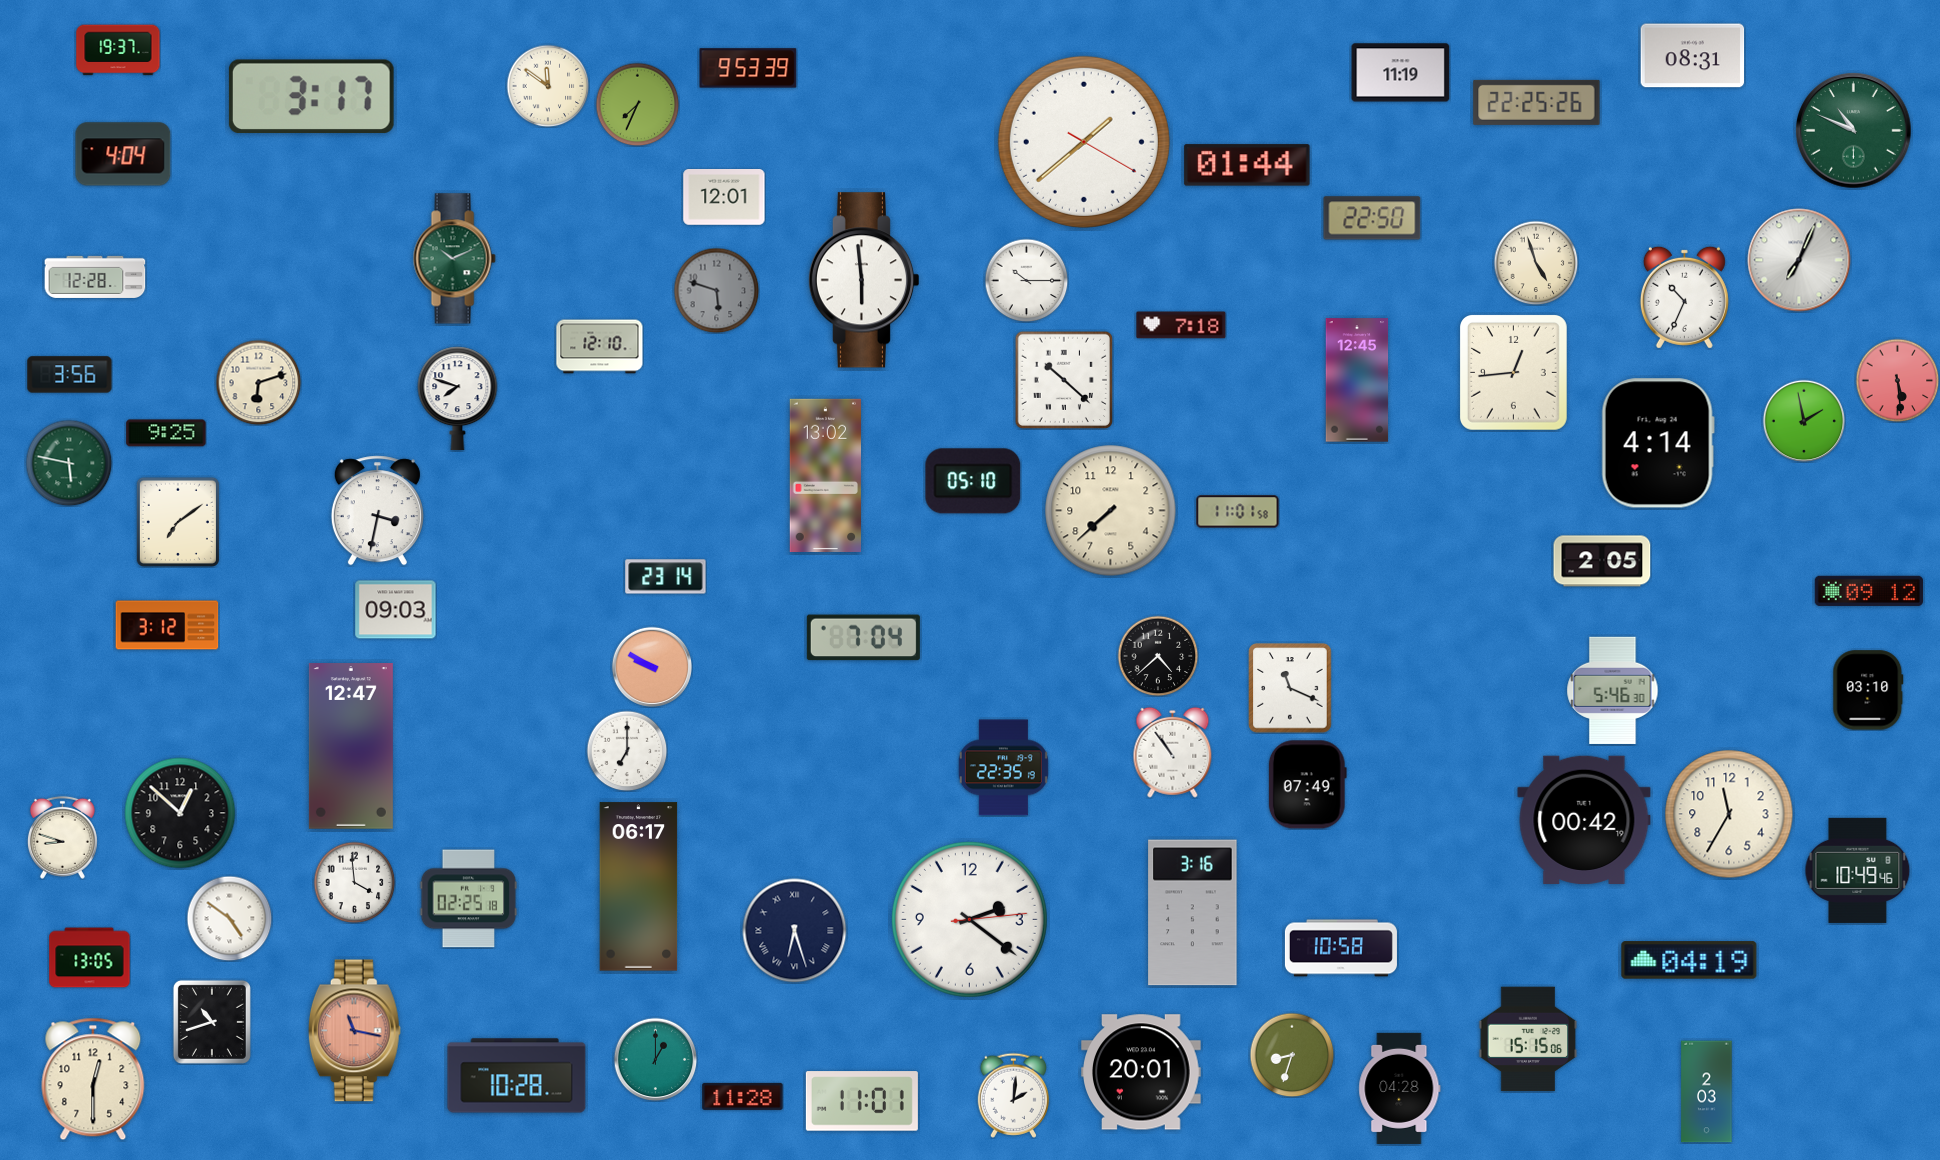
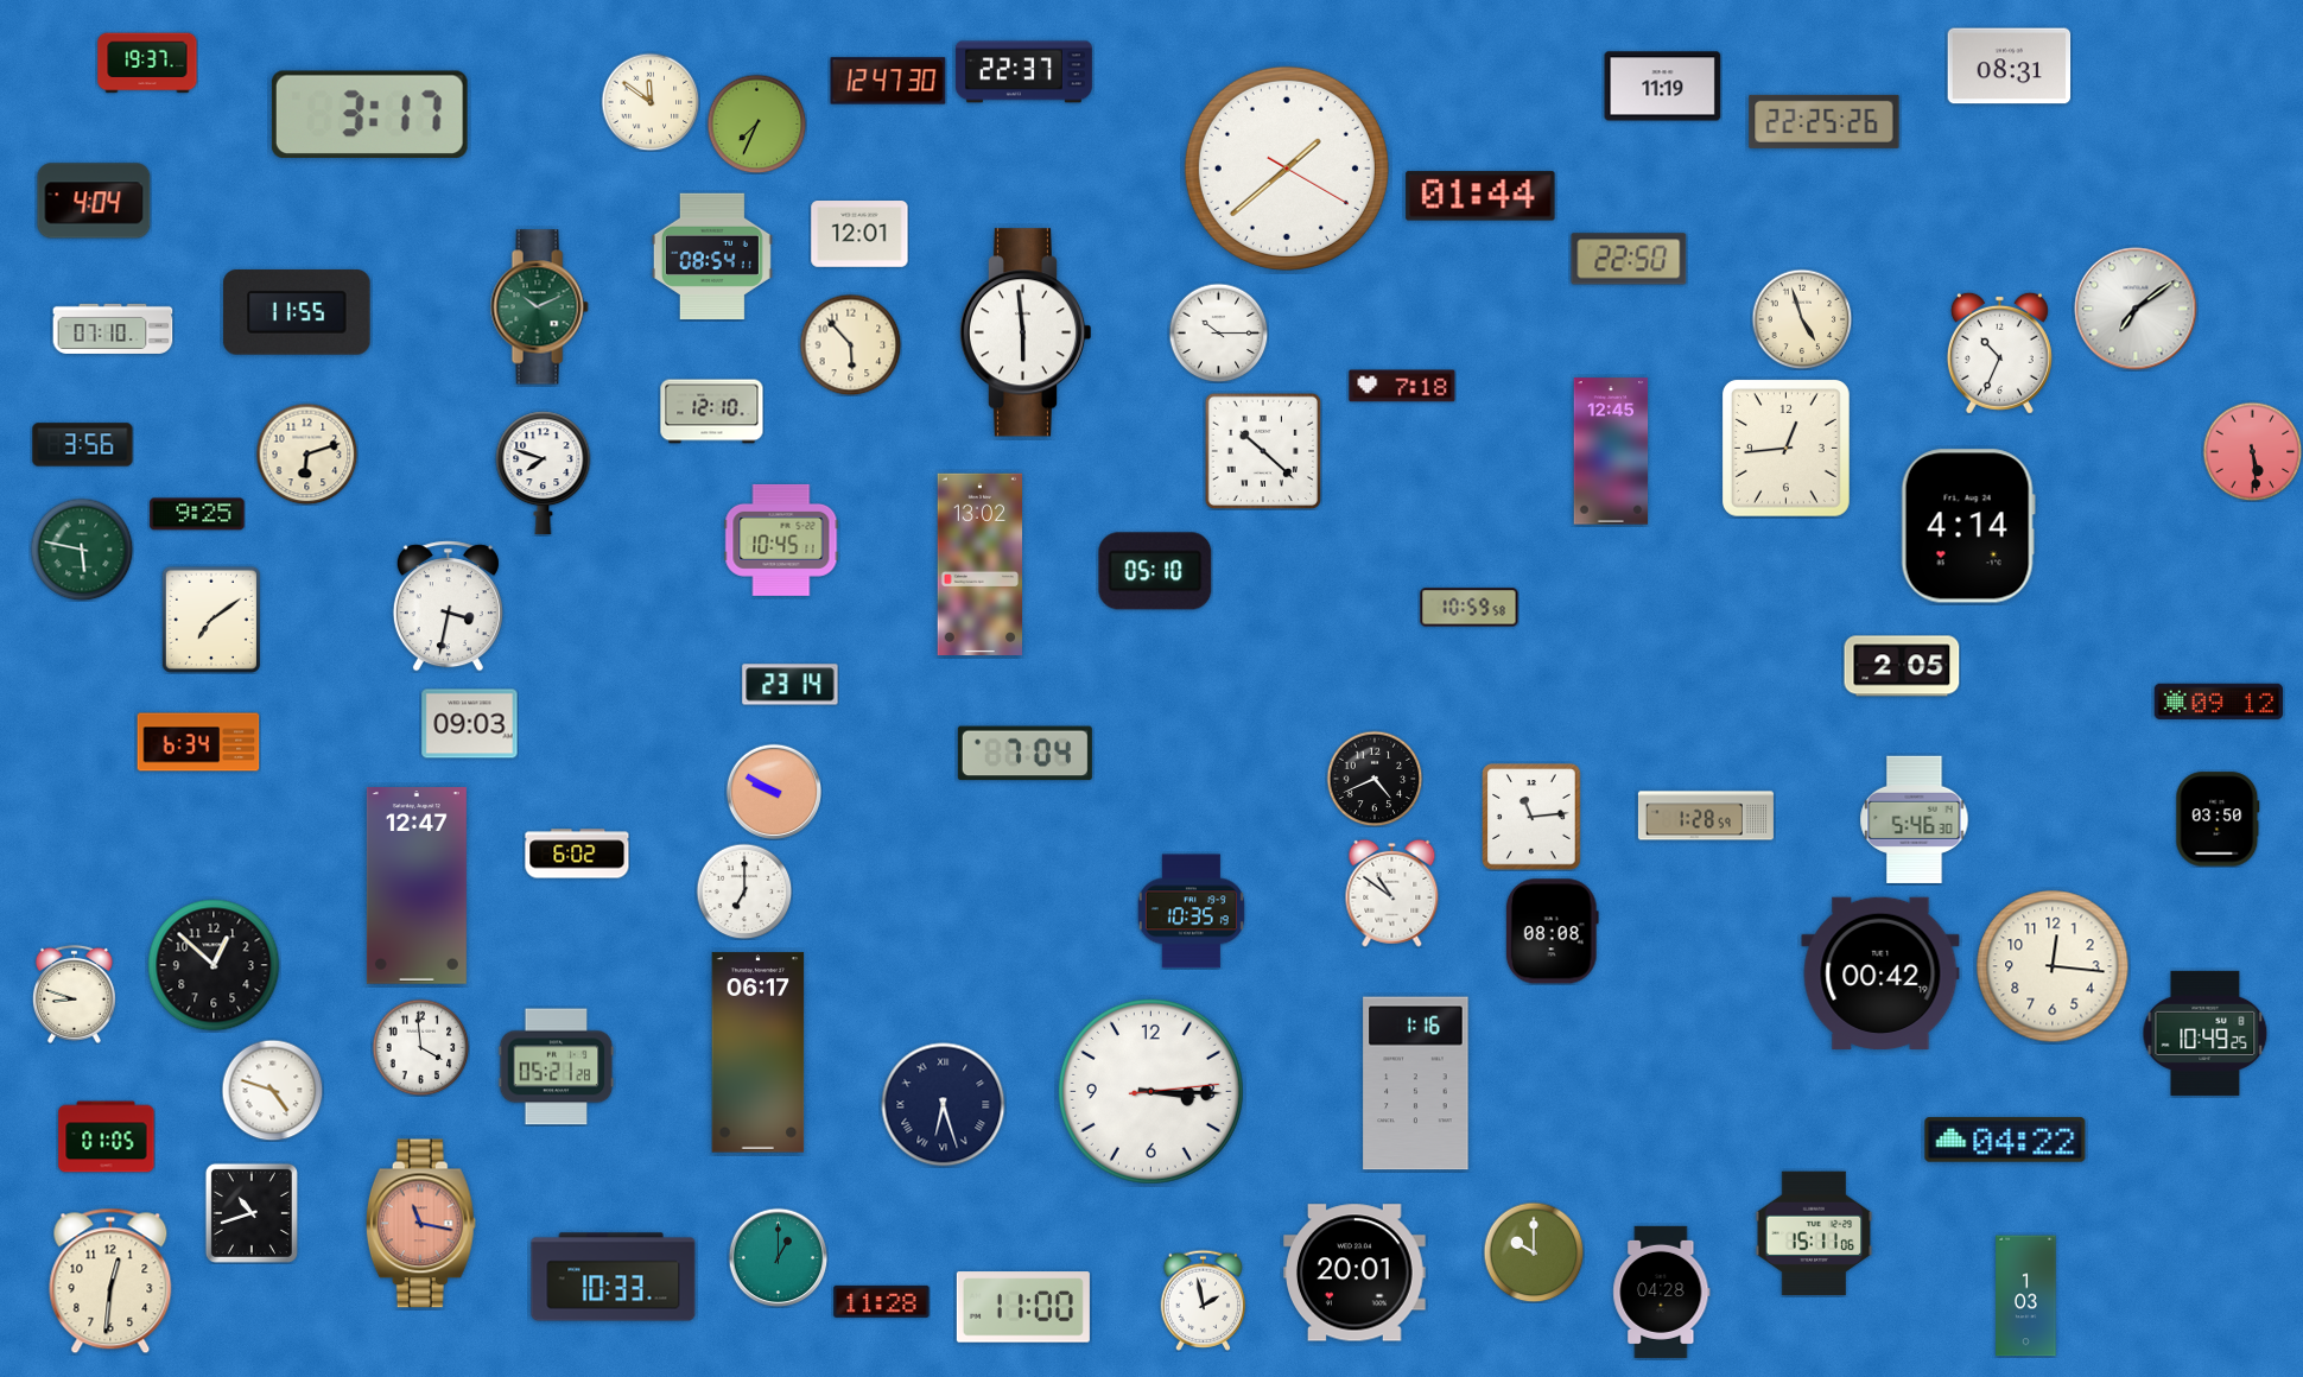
clock at (118, 50) position: (118, 50) -> (147, 63)
clock at (1023, 72): none -> 22:37
clock at (748, 68): 9:53 -> 12:47
clock at (1854, 131): 10:49 -> none
clock at (123, 154) position: (123, 154) -> (94, 201)
clock at (712, 256): none -> 08:54
clock at (1799, 260): 7:04 -> 7:09
clock at (297, 312): none -> 11:55
clock at (1536, 263) position: (1536, 263) -> (1802, 319)
clock at (95, 277): 12:28 -> 07:10
clock at (716, 290): 5:48 -> 5:53
clock at (716, 290) dial: grey -> cream
clock at (1513, 372) position: (1513, 372) -> (1785, 448)
clock at (1804, 421): 1:58 -> none
clock at (781, 540): none -> 10:45
clock at (1111, 511): 7:38 -> none
clock at (1238, 512): 11:01 -> 10:59
clock at (167, 625): 3:12 -> 6:34
clock at (863, 638) position: (863, 638) -> (1024, 754)
clock at (1158, 656): 4:38 -> 4:41
clock at (1706, 816): none -> 1:28
clock at (1290, 688): 11:19 -> 11:14
clock at (1868, 690): 03:10 -> 03:50
clock at (577, 854): none -> 6:02
clock at (1173, 752): 10:54 -> 10:51
clock at (1003, 768): 22:35 -> 10:35
clock at (1307, 785): 07:49 -> 08:08
clock at (1729, 814): 11:35 -> 12:16
clock at (1858, 870): 10:49:46 -> 10:49:25
clock at (469, 899): 02:25 -> 05:21
clock at (1193, 913): 3:16 -> 1:16
clock at (229, 918): 4:51 -> 4:48
clock at (969, 919): 2:21 -> 3:15
clock at (1341, 948): 10:58 -> none
clock at (90, 958): 13:05 -> 01:05
clock at (1689, 960): 04:19 -> 04:22
clock at (1528, 1039): 15:15 -> 15:11
clock at (1292, 1055): 8:33 -> 10:00
clock at (517, 1076): 10:28 -> 10:33
clock at (93, 1079): 12:30 -> 12:31
clock at (1707, 1092): 2:03 -> 1:03
clock at (1013, 1095): 2:01 -> 1:58
clock at (862, 1101): 11:01 -> 11:00
